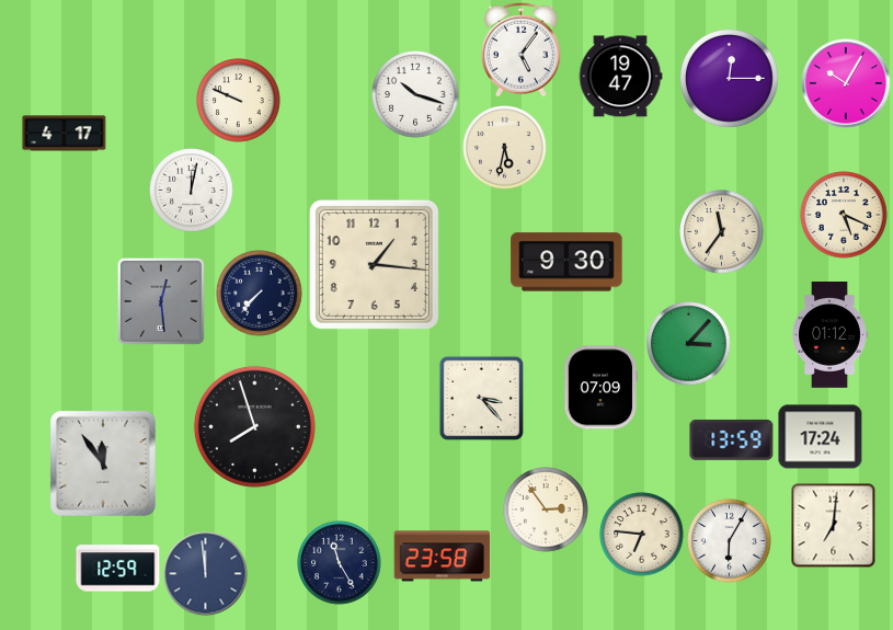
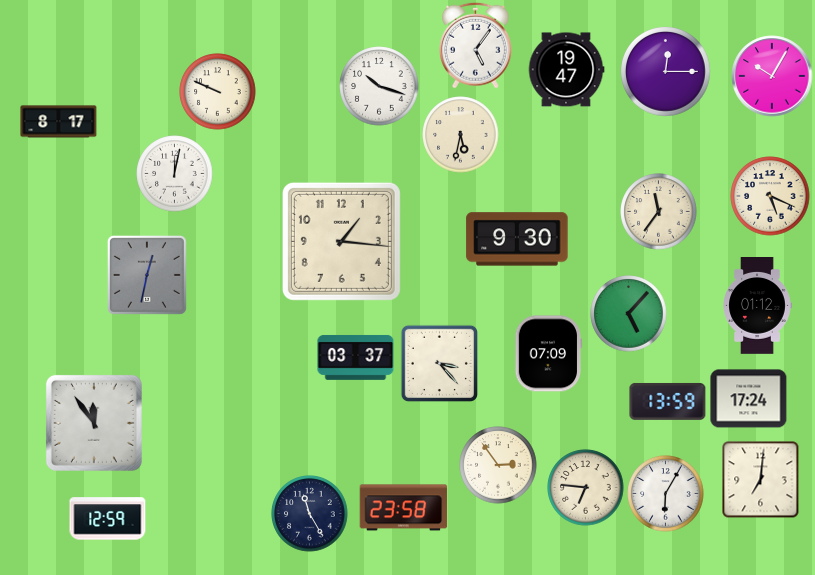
clock at (65, 134): 4:17 -> 8:17
clock at (260, 294): 7:37 -> none
clock at (161, 301): 12:29 -> 12:32
clock at (689, 344): 3:07 -> 5:07
clock at (356, 357): none -> 03:37
clock at (254, 426): 7:57 -> none
clock at (206, 574): 11:59 -> none
